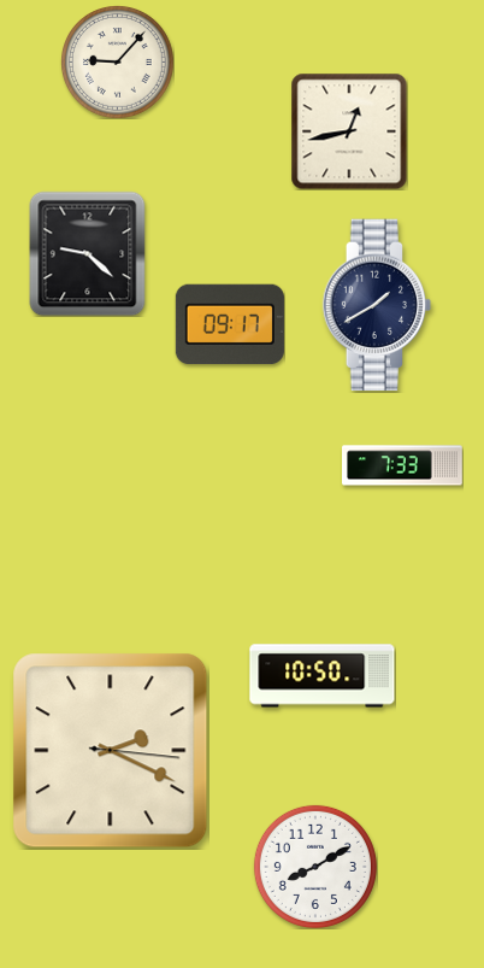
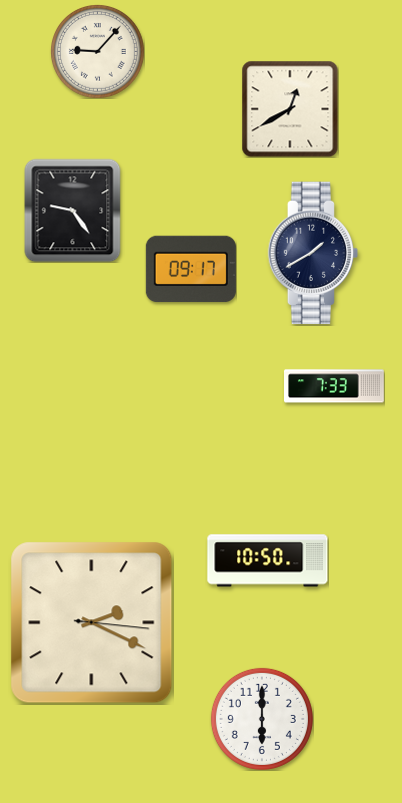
clock at (349, 131): 12:43 -> 12:40
clock at (88, 253): 9:22 -> 9:24
clock at (315, 867): 8:10 -> 6:00
